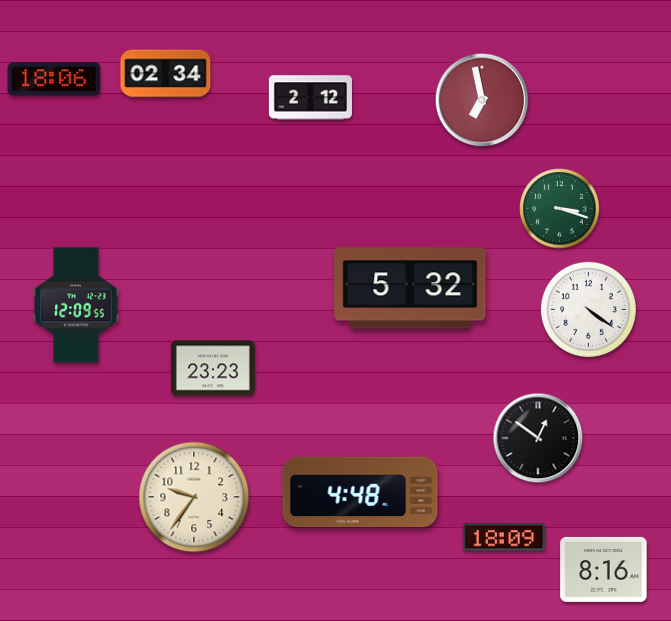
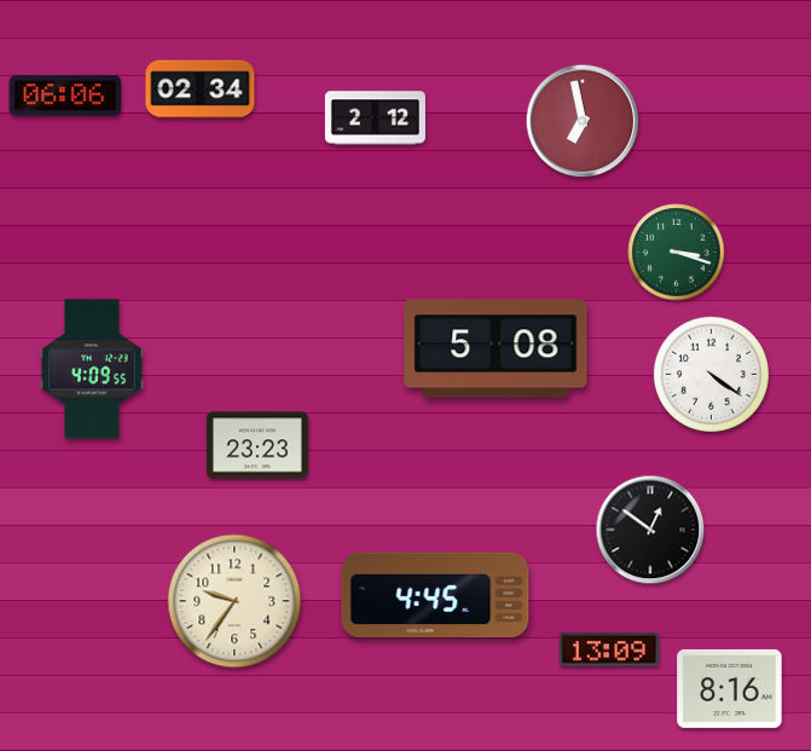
clock at (54, 79): 18:06 -> 06:06
clock at (410, 288): 5:32 -> 5:08
clock at (76, 305): 12:09 -> 4:09
clock at (360, 492): 4:48 -> 4:45
clock at (504, 537): 18:09 -> 13:09
